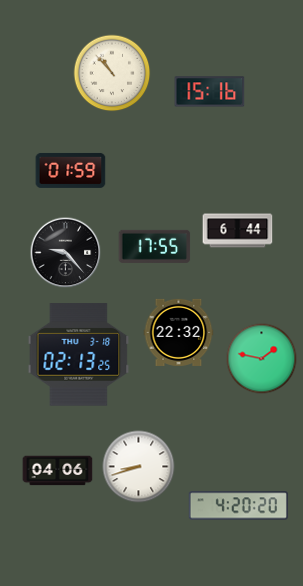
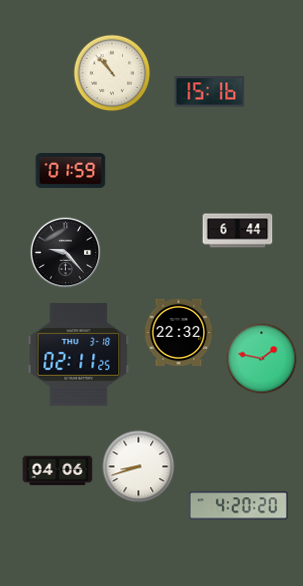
clock at (155, 246): 17:55 -> none
clock at (79, 355): 02:13 -> 02:11
